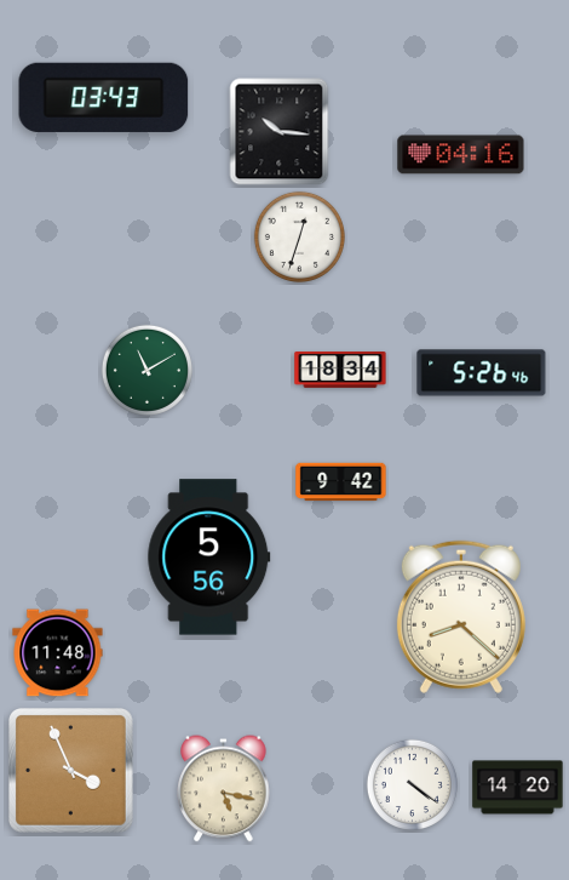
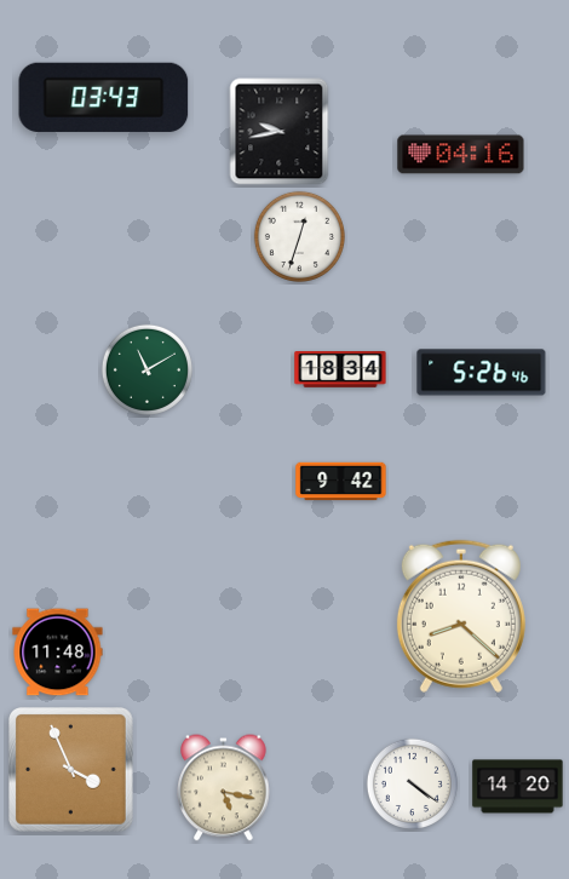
clock at (280, 132): 10:16 -> 9:43
clock at (209, 558): 5:56 -> none
